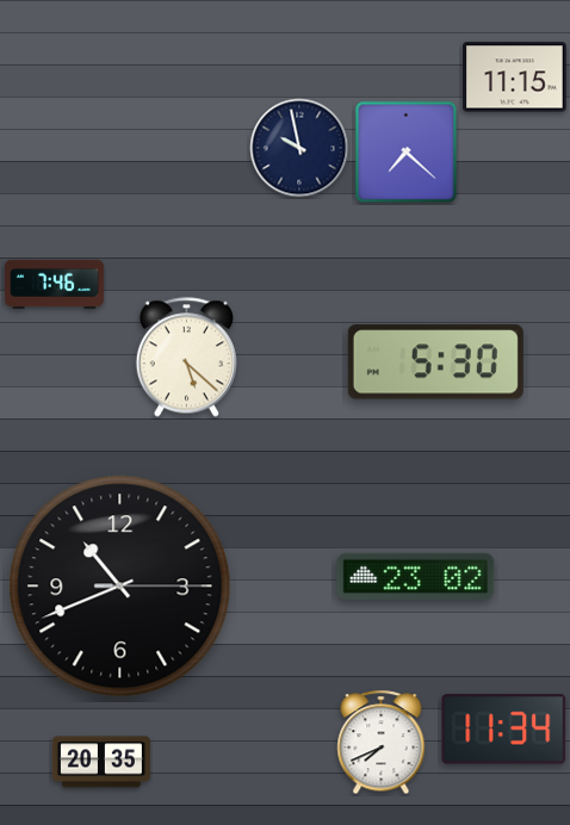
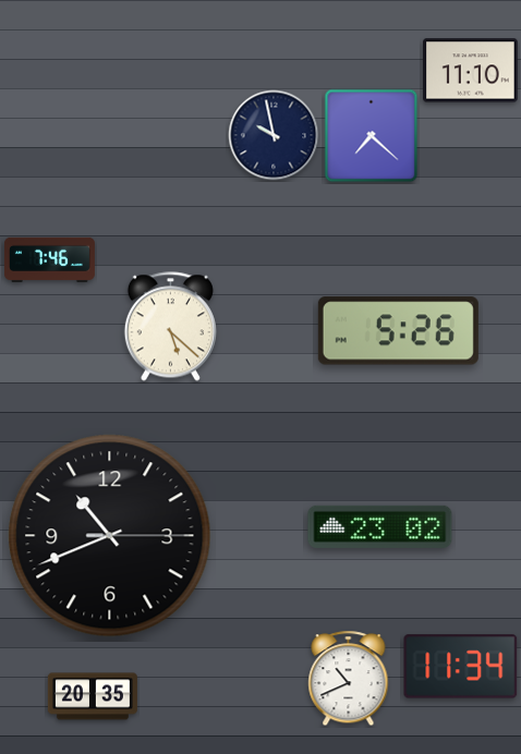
clock at (515, 77): 11:15 -> 11:10
clock at (407, 153) position: (407, 153) -> (372, 136)
clock at (435, 362): 5:30 -> 5:26
clock at (382, 743): 7:41 -> 10:41
